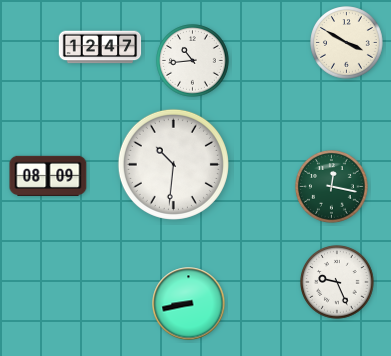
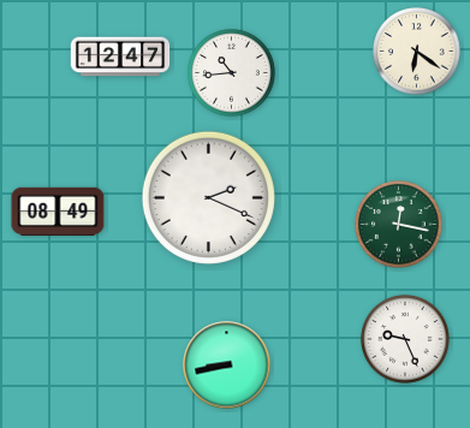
clock at (347, 43): 3:50 -> 6:21
clock at (173, 164): 10:31 -> 2:19
clock at (48, 175): 08:09 -> 08:49
